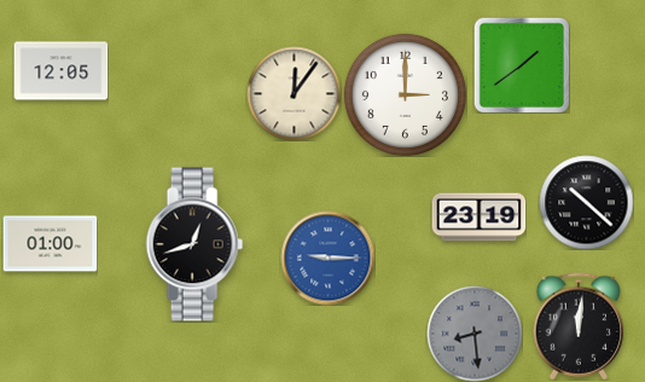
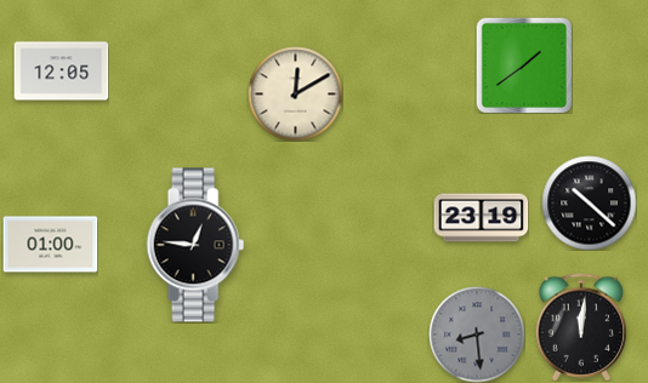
clock at (294, 93): 12:06 -> 12:10
clock at (405, 94): 3:00 -> none
clock at (194, 244): 12:42 -> 12:46
clock at (327, 257): 9:15 -> none
